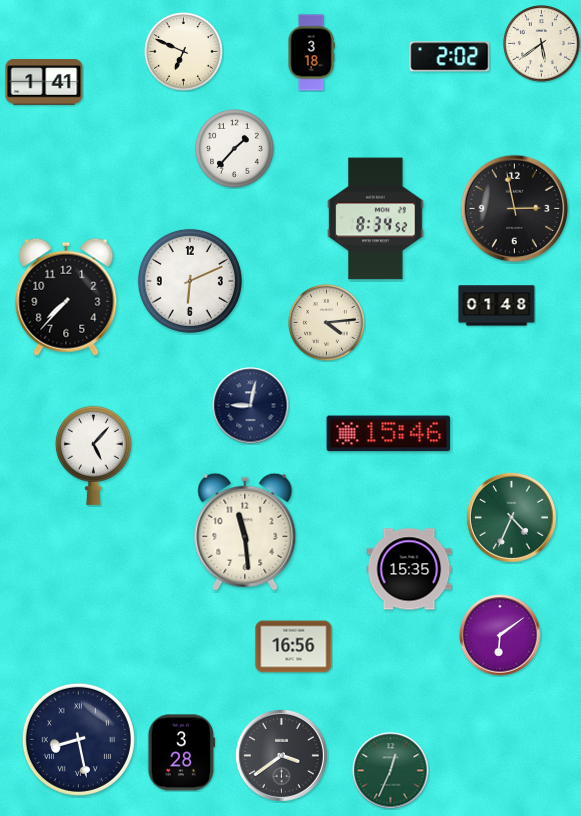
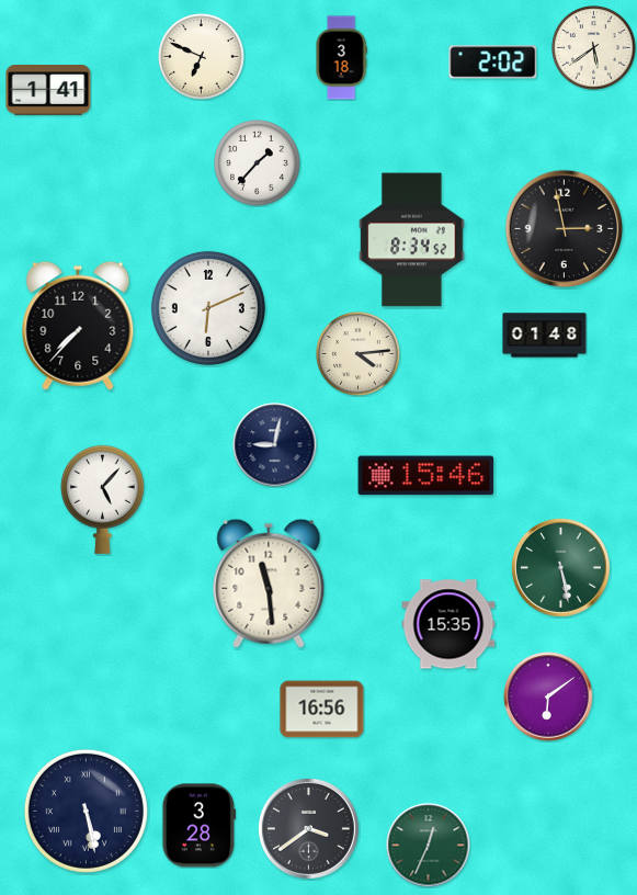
clock at (66, 297) position: (66, 297) -> (78, 326)
clock at (511, 517): 4:34 -> 5:28
clock at (78, 739): 8:28 -> 5:28
